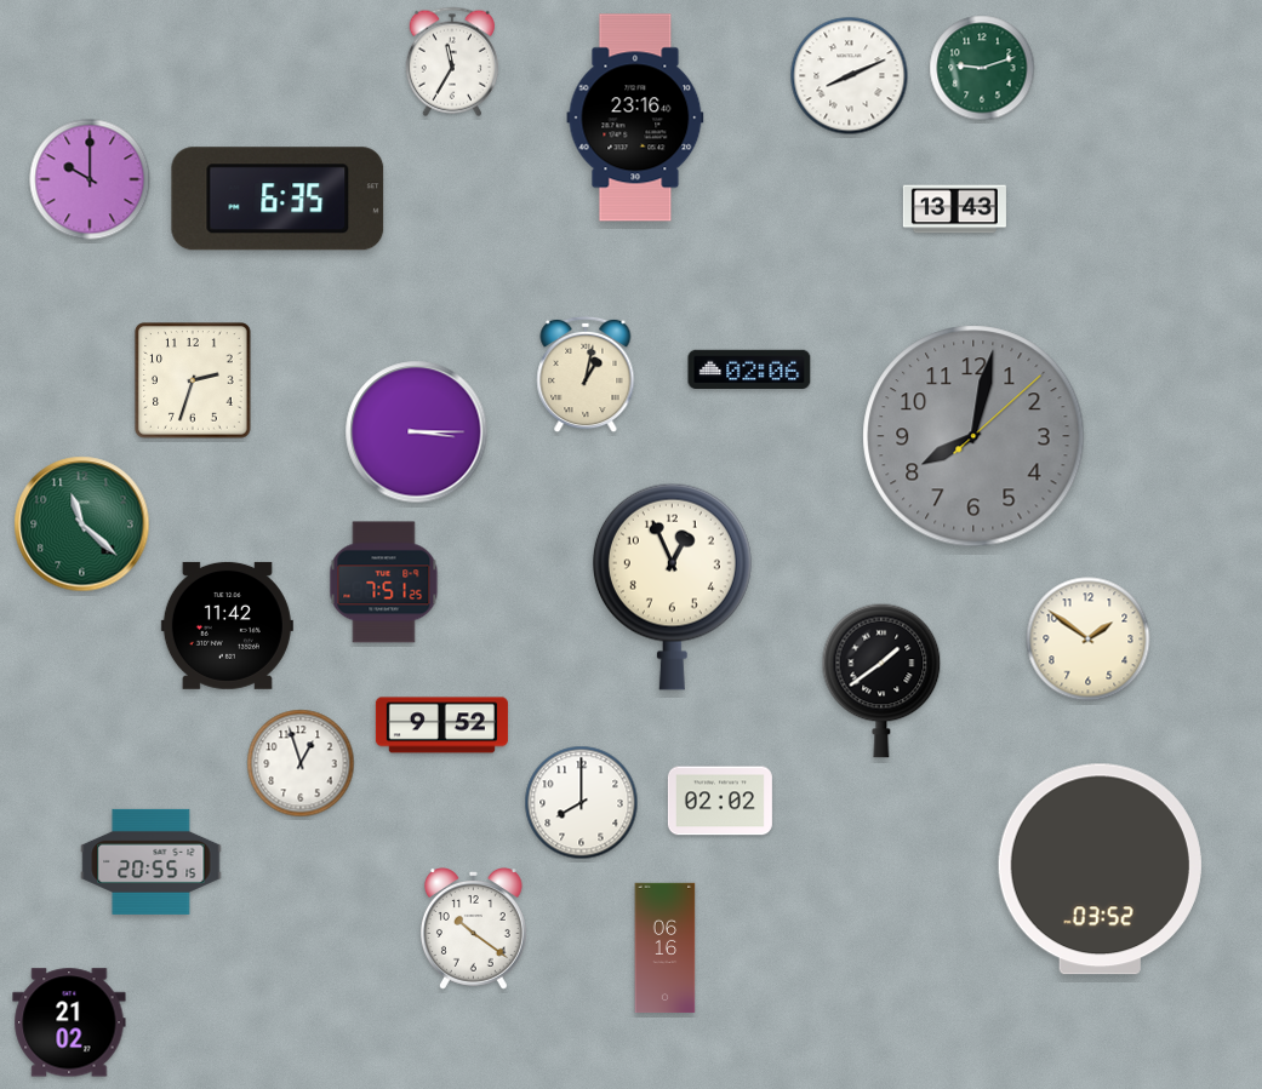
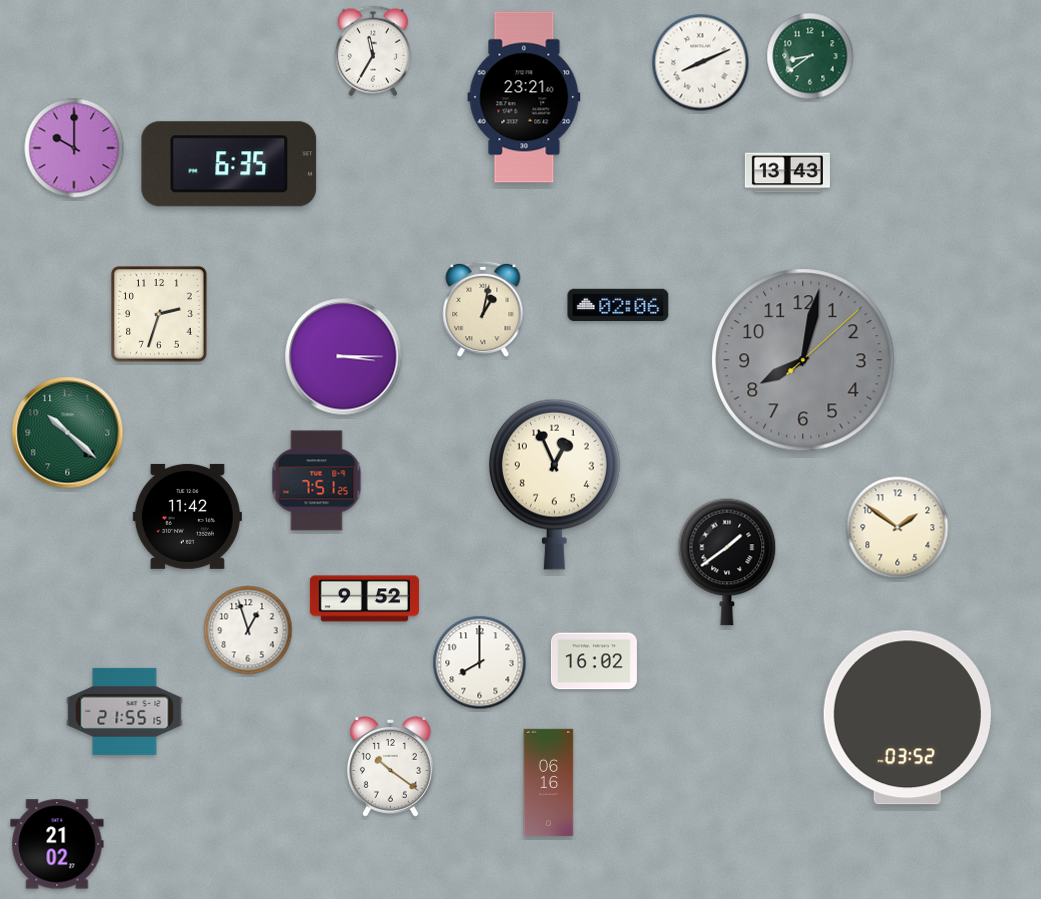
clock at (982, 68): 9:12 -> 8:39
clock at (635, 118): 23:16 -> 23:21
clock at (82, 525): 11:22 -> 10:22
clock at (720, 801): 02:02 -> 16:02
clock at (152, 861): 20:55 -> 21:55
